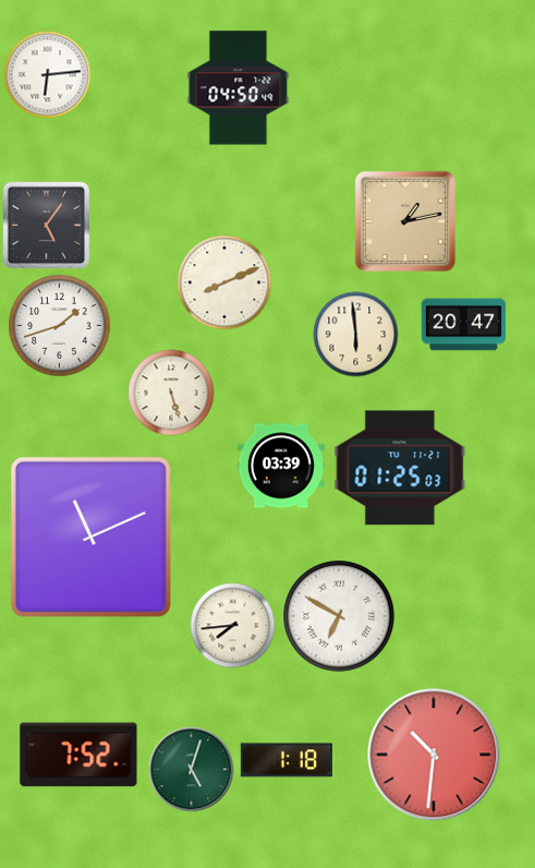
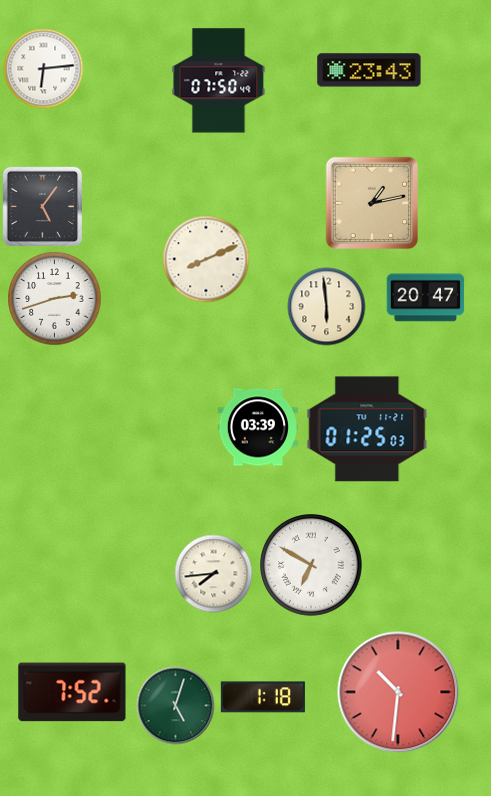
clock at (369, 70): none -> 23:43
clock at (239, 88): 04:50 -> 07:50
clock at (59, 325): 1:42 -> 2:42
clock at (171, 393): 5:27 -> none
clock at (90, 537): 11:11 -> none
